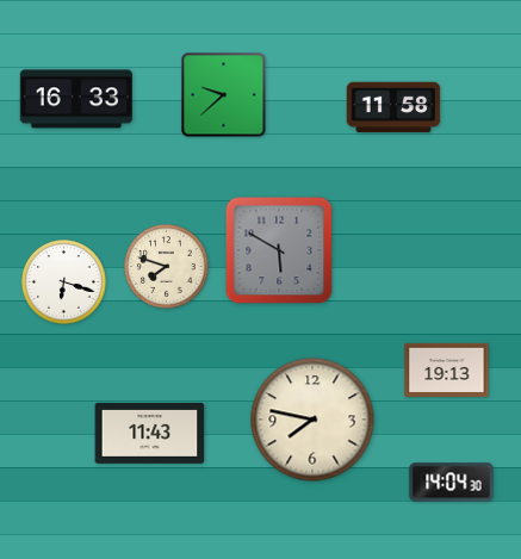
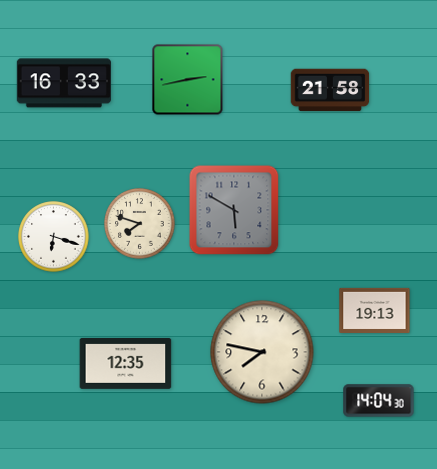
clock at (224, 95): 9:38 -> 2:43
clock at (393, 107): 11:58 -> 21:58
clock at (150, 433): 11:43 -> 12:35
clock at (452, 483) position: (452, 483) -> (379, 401)
